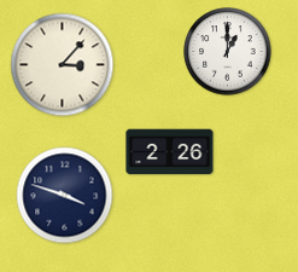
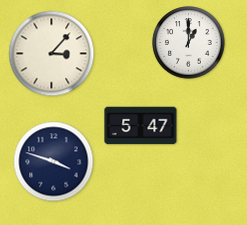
clock at (170, 152): 2:26 -> 5:47
